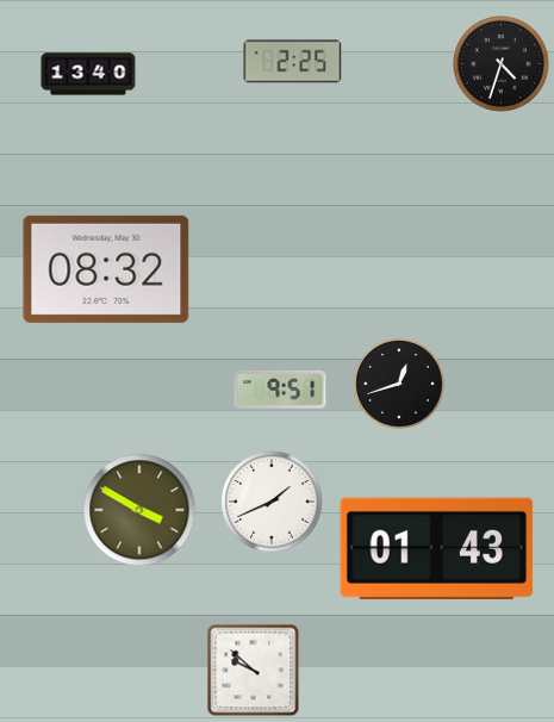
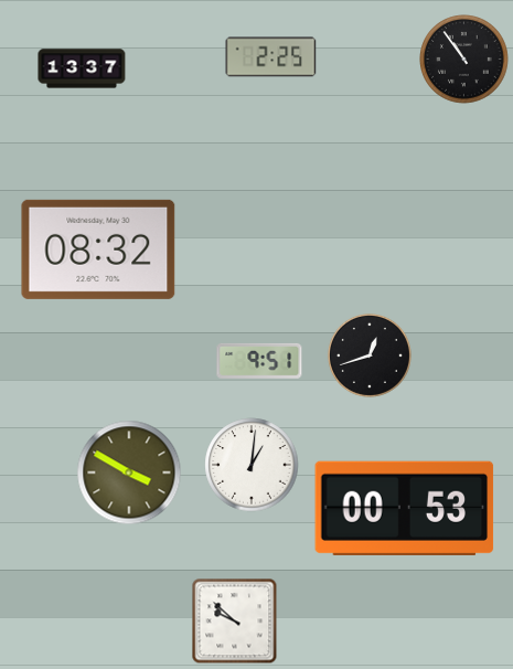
clock at (502, 64): 4:33 -> 10:54
clock at (88, 74): 13:40 -> 13:37
clock at (272, 502): 1:41 -> 1:01
clock at (437, 548): 01:43 -> 00:53
